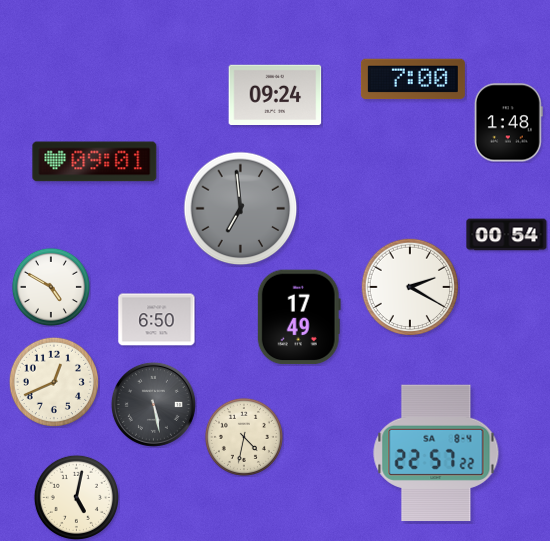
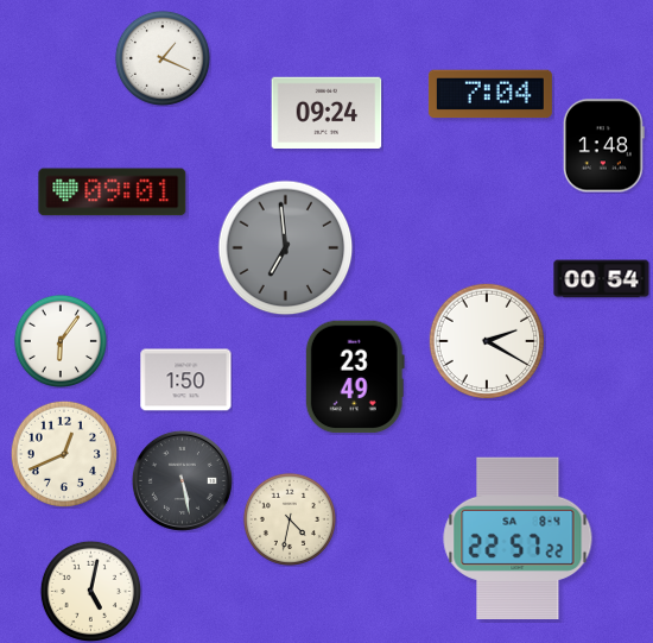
clock at (163, 58): none -> 1:19
clock at (413, 79): 7:00 -> 7:04
clock at (51, 287): 4:50 -> 6:06
clock at (299, 317): 17:49 -> 23:49
clock at (157, 320): 6:50 -> 1:50
